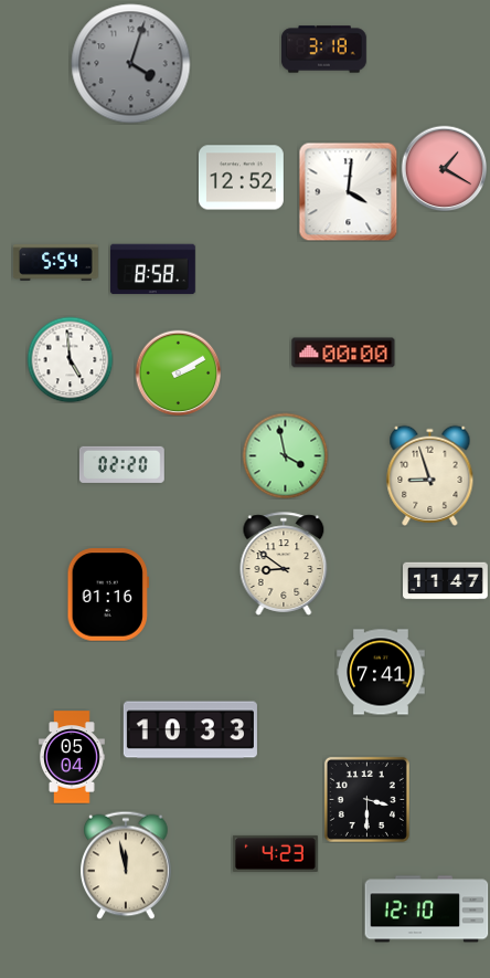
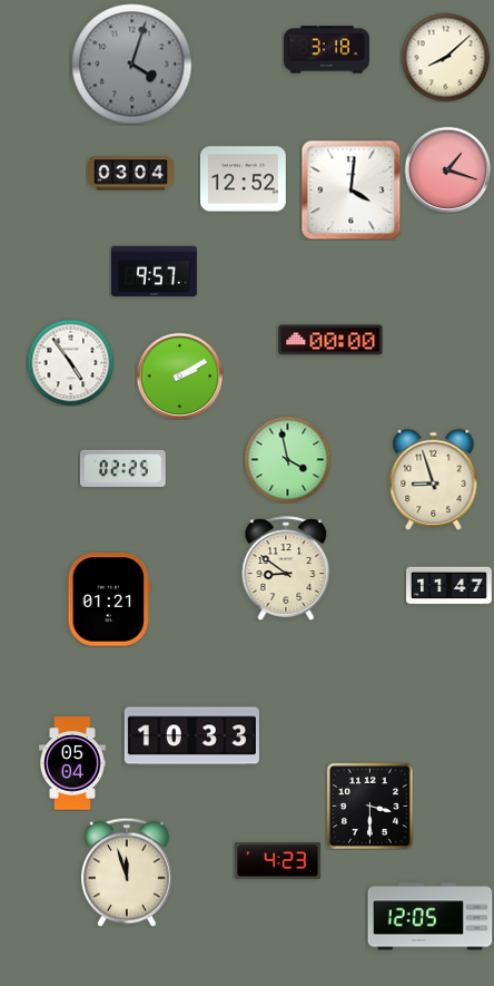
clock at (445, 57): none -> 8:08
clock at (444, 168): 1:20 -> 1:18
clock at (131, 174): none -> 03:04
clock at (348, 191) position: (348, 191) -> (350, 189)
clock at (55, 263): 5:54 -> none
clock at (152, 270): 8:58 -> 9:57
clock at (343, 353) position: (343, 353) -> (330, 340)
clock at (70, 359): 4:59 -> 4:54
clock at (121, 464): 02:20 -> 02:25
clock at (107, 595): 01:16 -> 01:21
clock at (381, 672): 7:41 -> none
clock at (126, 865): 11:58 -> 11:57
clock at (427, 909): 12:10 -> 12:05
